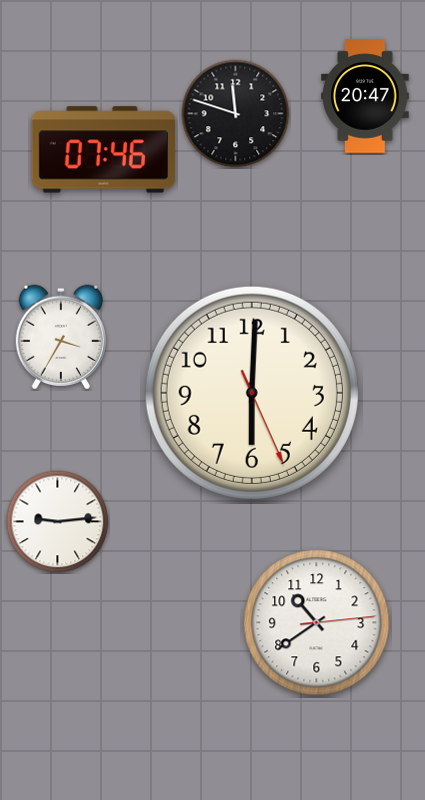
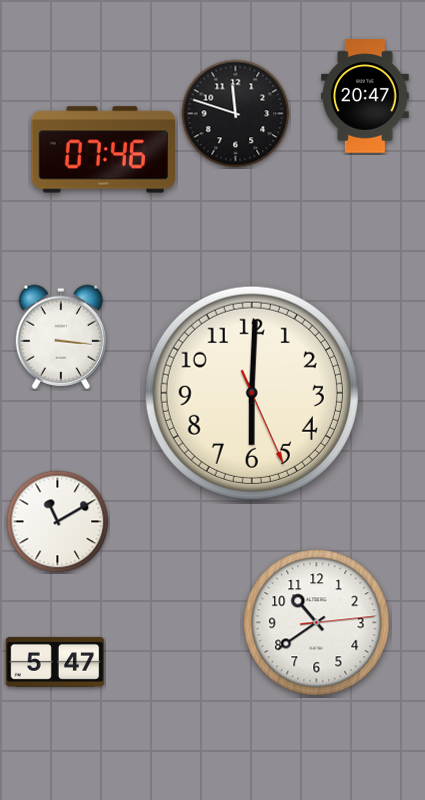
clock at (61, 337): 3:35 -> 3:16
clock at (58, 522): 9:14 -> 11:10
clock at (55, 662): none -> 5:47
